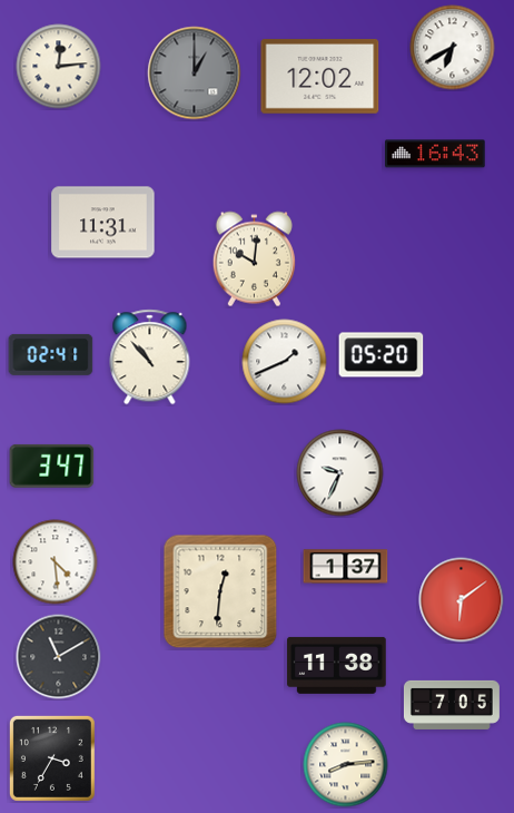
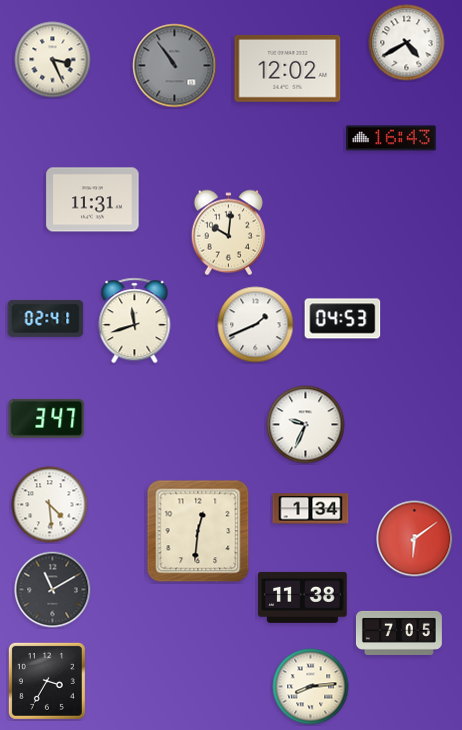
clock at (453, 48): 6:40 -> 4:40
clock at (59, 67): 12:14 -> 3:26
clock at (195, 74): 1:00 -> 10:54
clock at (382, 355): 05:20 -> 04:53
clock at (150, 357): 10:53 -> 11:42
clock at (346, 567): 1:37 -> 1:34
clock at (452, 705) position: (452, 705) -> (399, 633)
